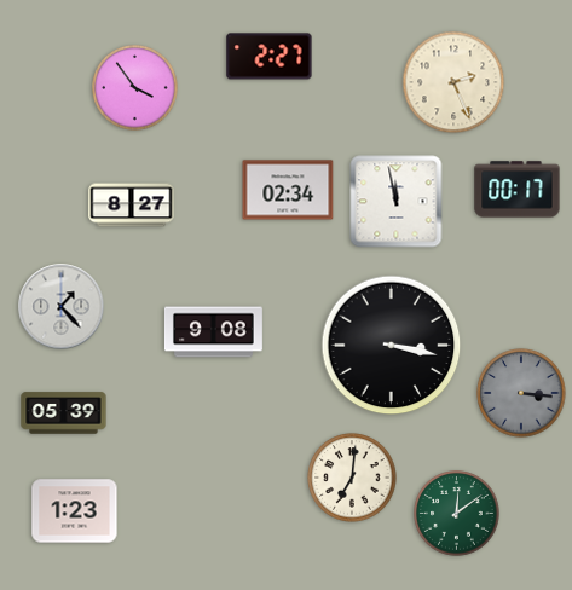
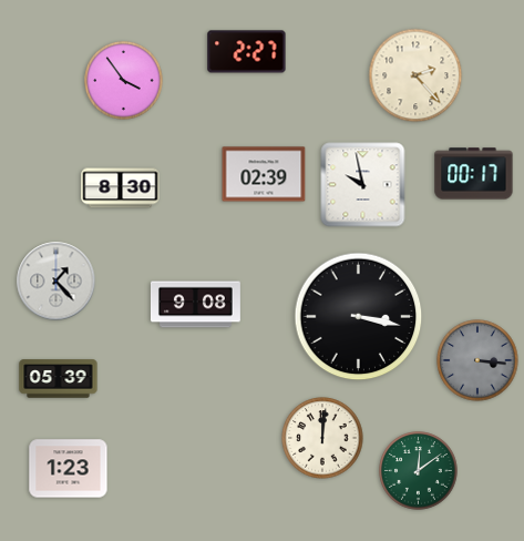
clock at (453, 82): 2:26 -> 2:23
clock at (288, 190): 02:34 -> 02:39
clock at (397, 202): 11:58 -> 9:58
clock at (132, 206): 8:27 -> 8:30
clock at (352, 478): 7:01 -> 12:01
